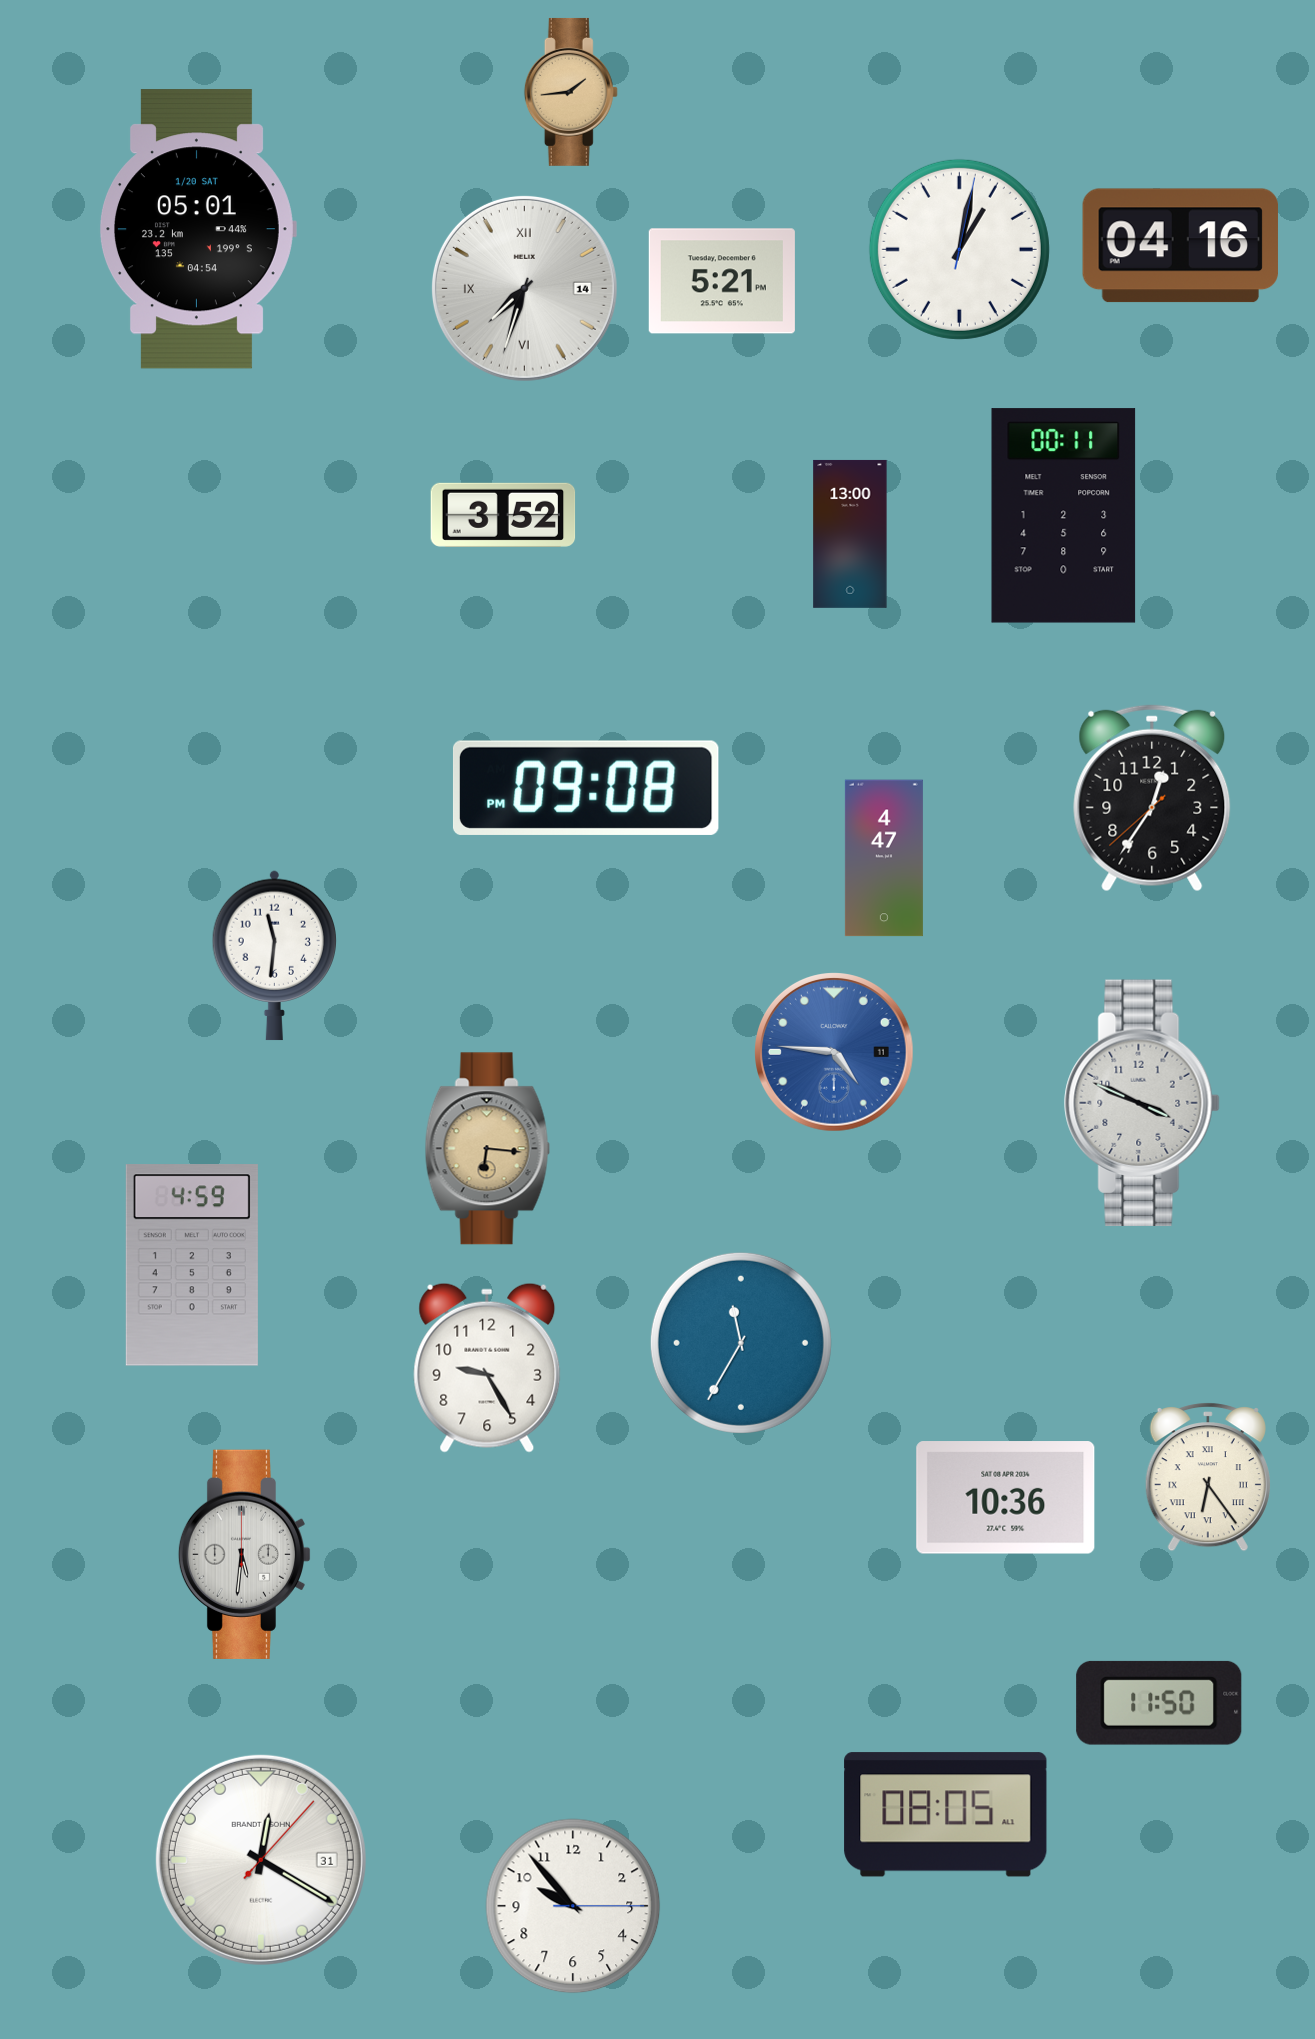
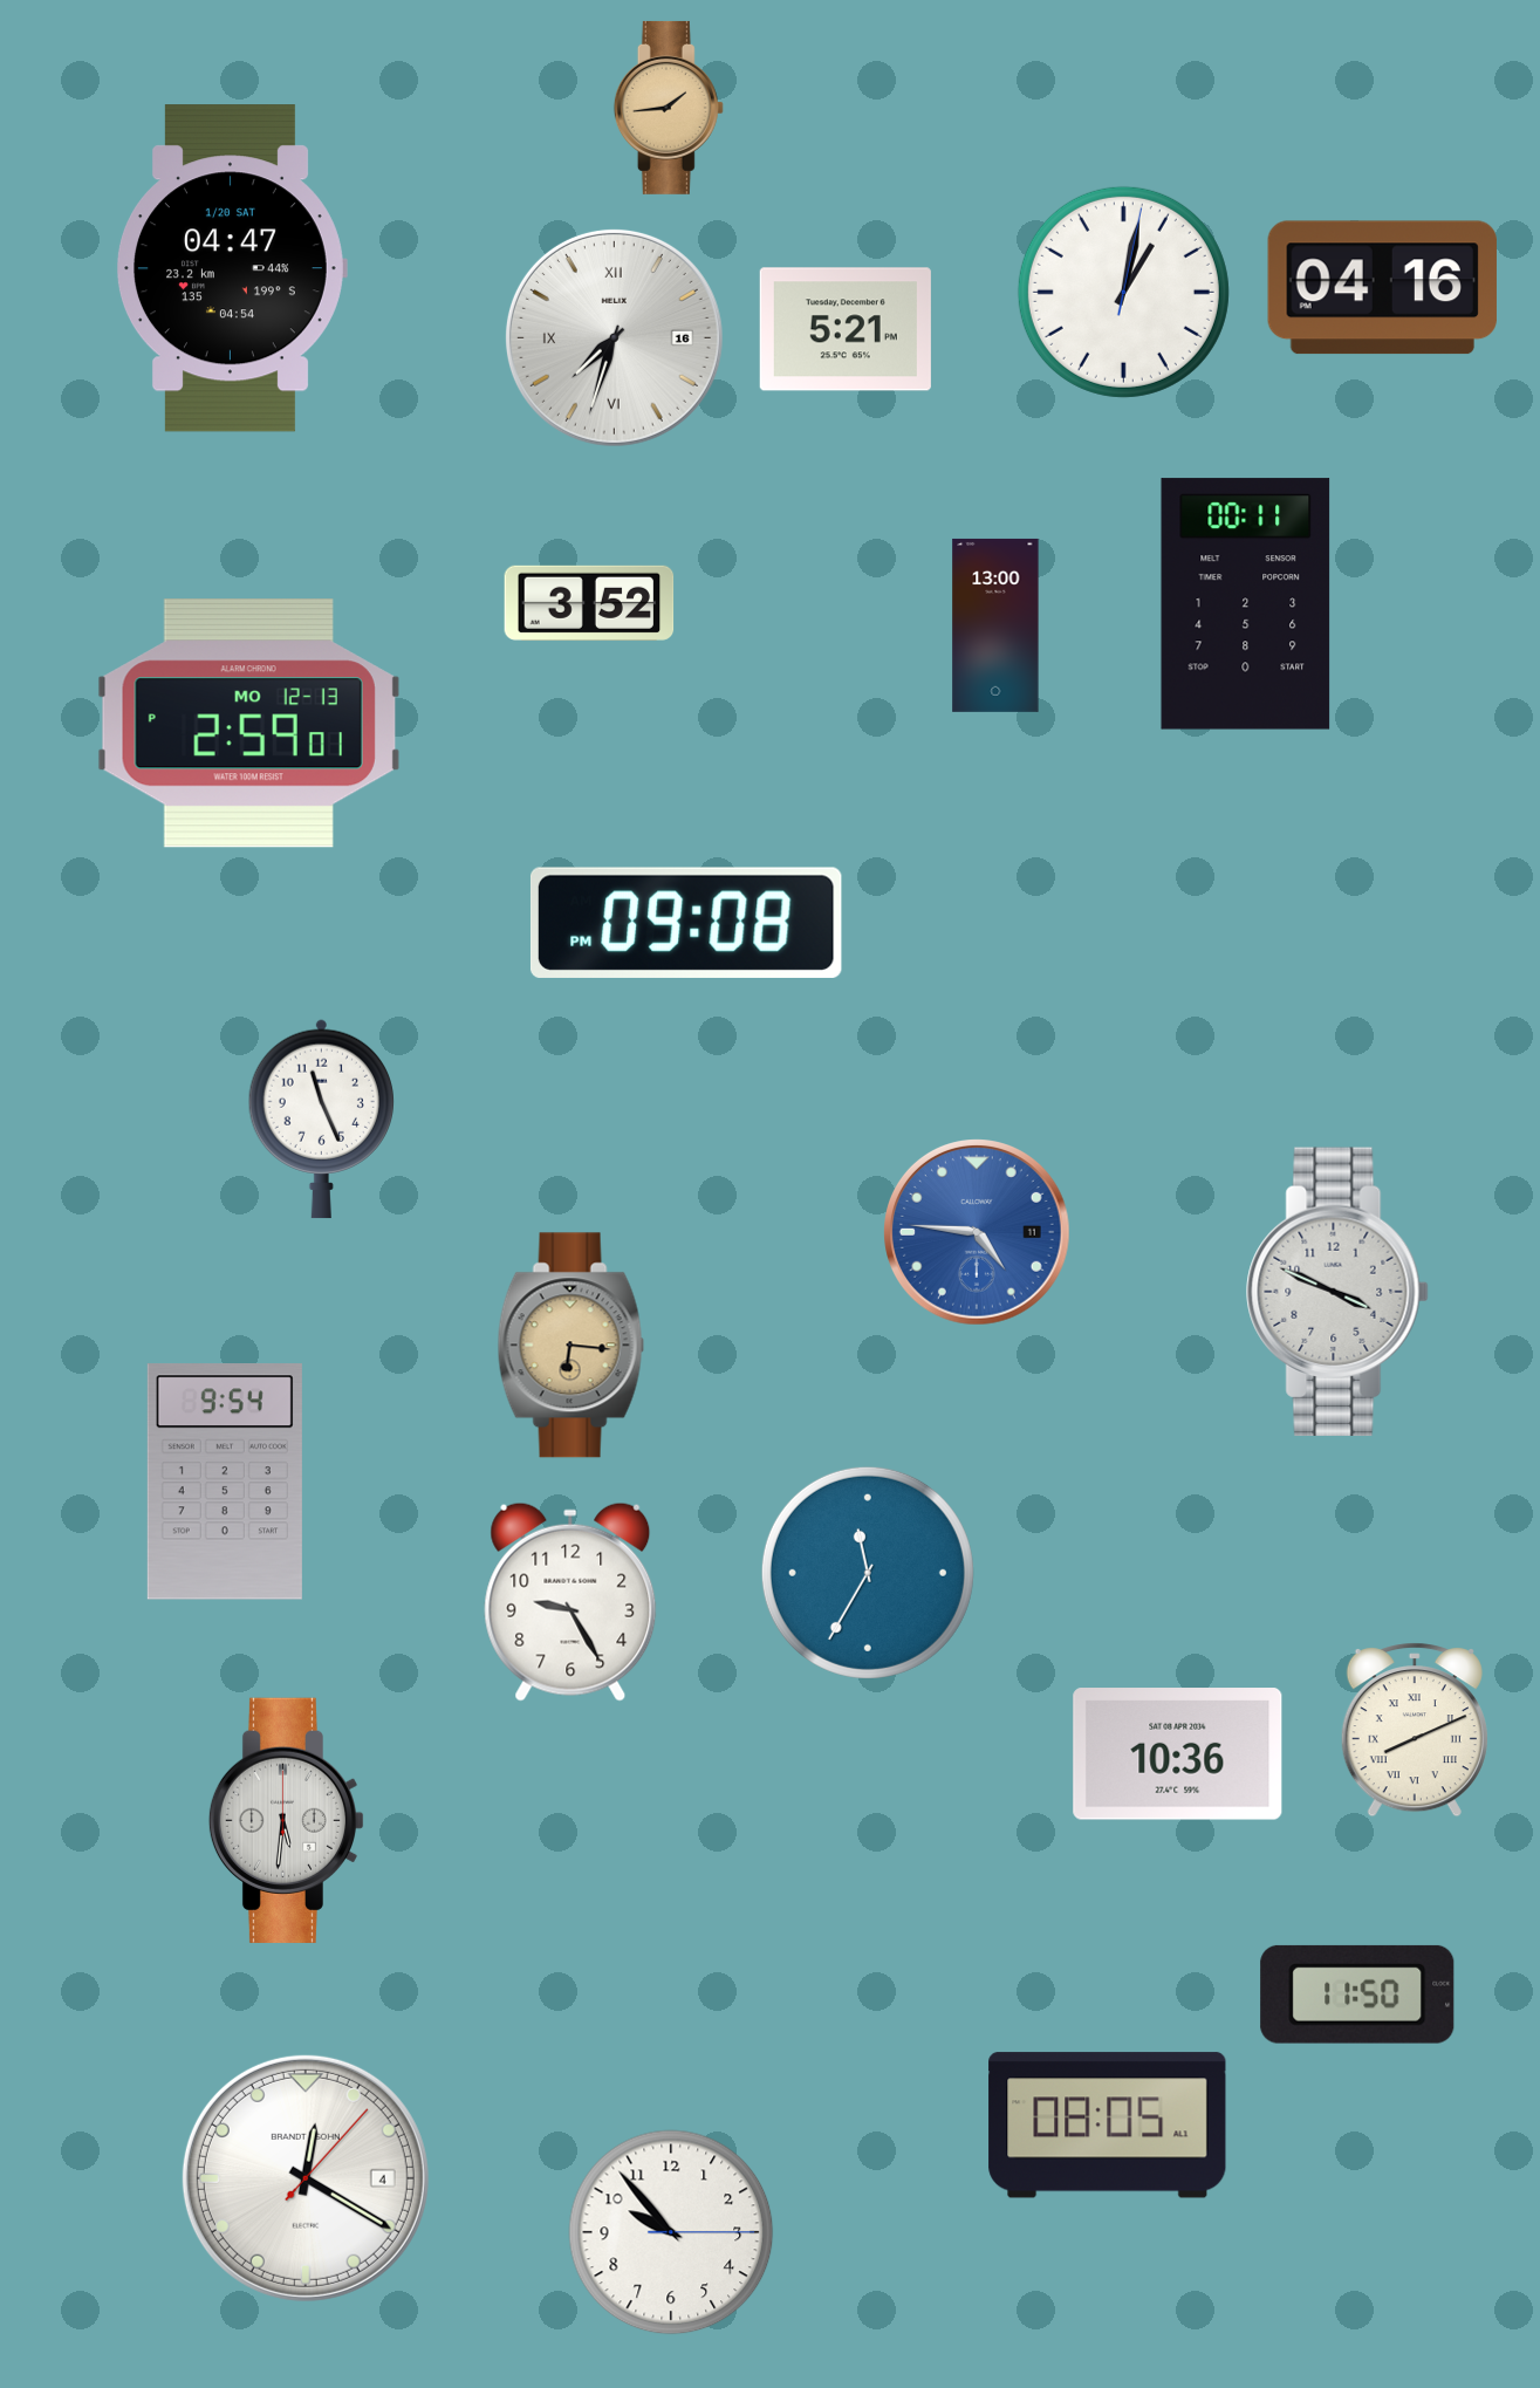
clock at (198, 229): 05:01 -> 04:47
clock at (524, 288) date: 14 -> 16
clock at (248, 724): none -> 2:59
clock at (1152, 798): 12:35 -> none
clock at (884, 858): 4:47 -> none
clock at (274, 956): 11:31 -> 11:26
clock at (192, 1265): 4:59 -> 9:54
clock at (1208, 1478): 6:24 -> 8:11
clock at (261, 1860) date: 31 -> 4
